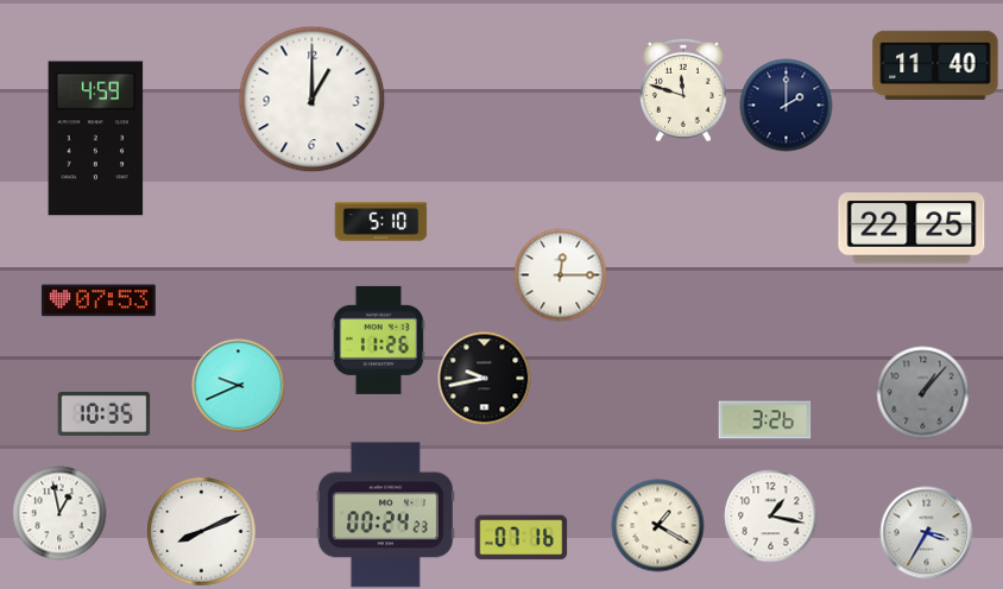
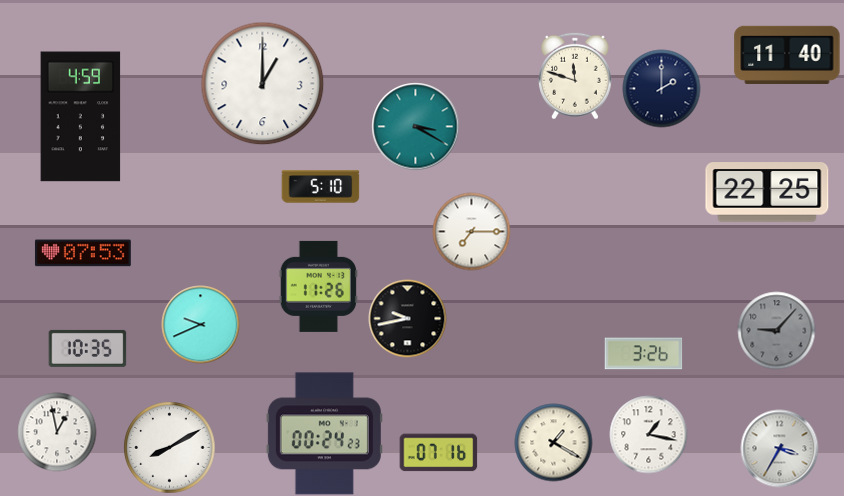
clock at (415, 126): none -> 3:20
clock at (560, 274): 12:15 -> 7:15
clock at (922, 392): 1:07 -> 9:07
clock at (59, 513) position: (59, 513) -> (57, 432)
clock at (201, 531): 8:11 -> 8:10
